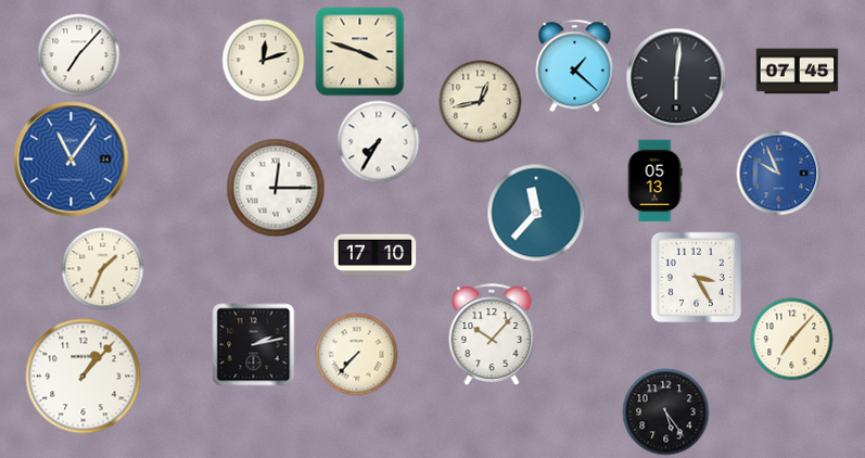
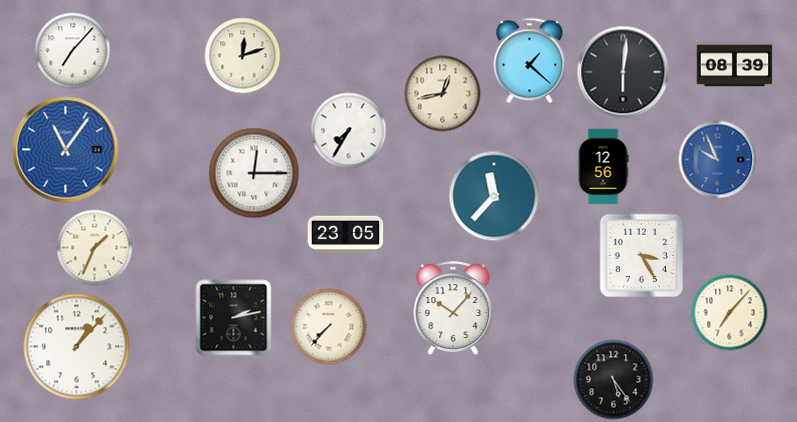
clock at (360, 52): 3:48 -> none
clock at (798, 72): 07:45 -> 08:39
clock at (72, 160) position: (72, 160) -> (66, 150)
clock at (654, 181): 05:13 -> 12:56
clock at (376, 255): 17:10 -> 23:05
